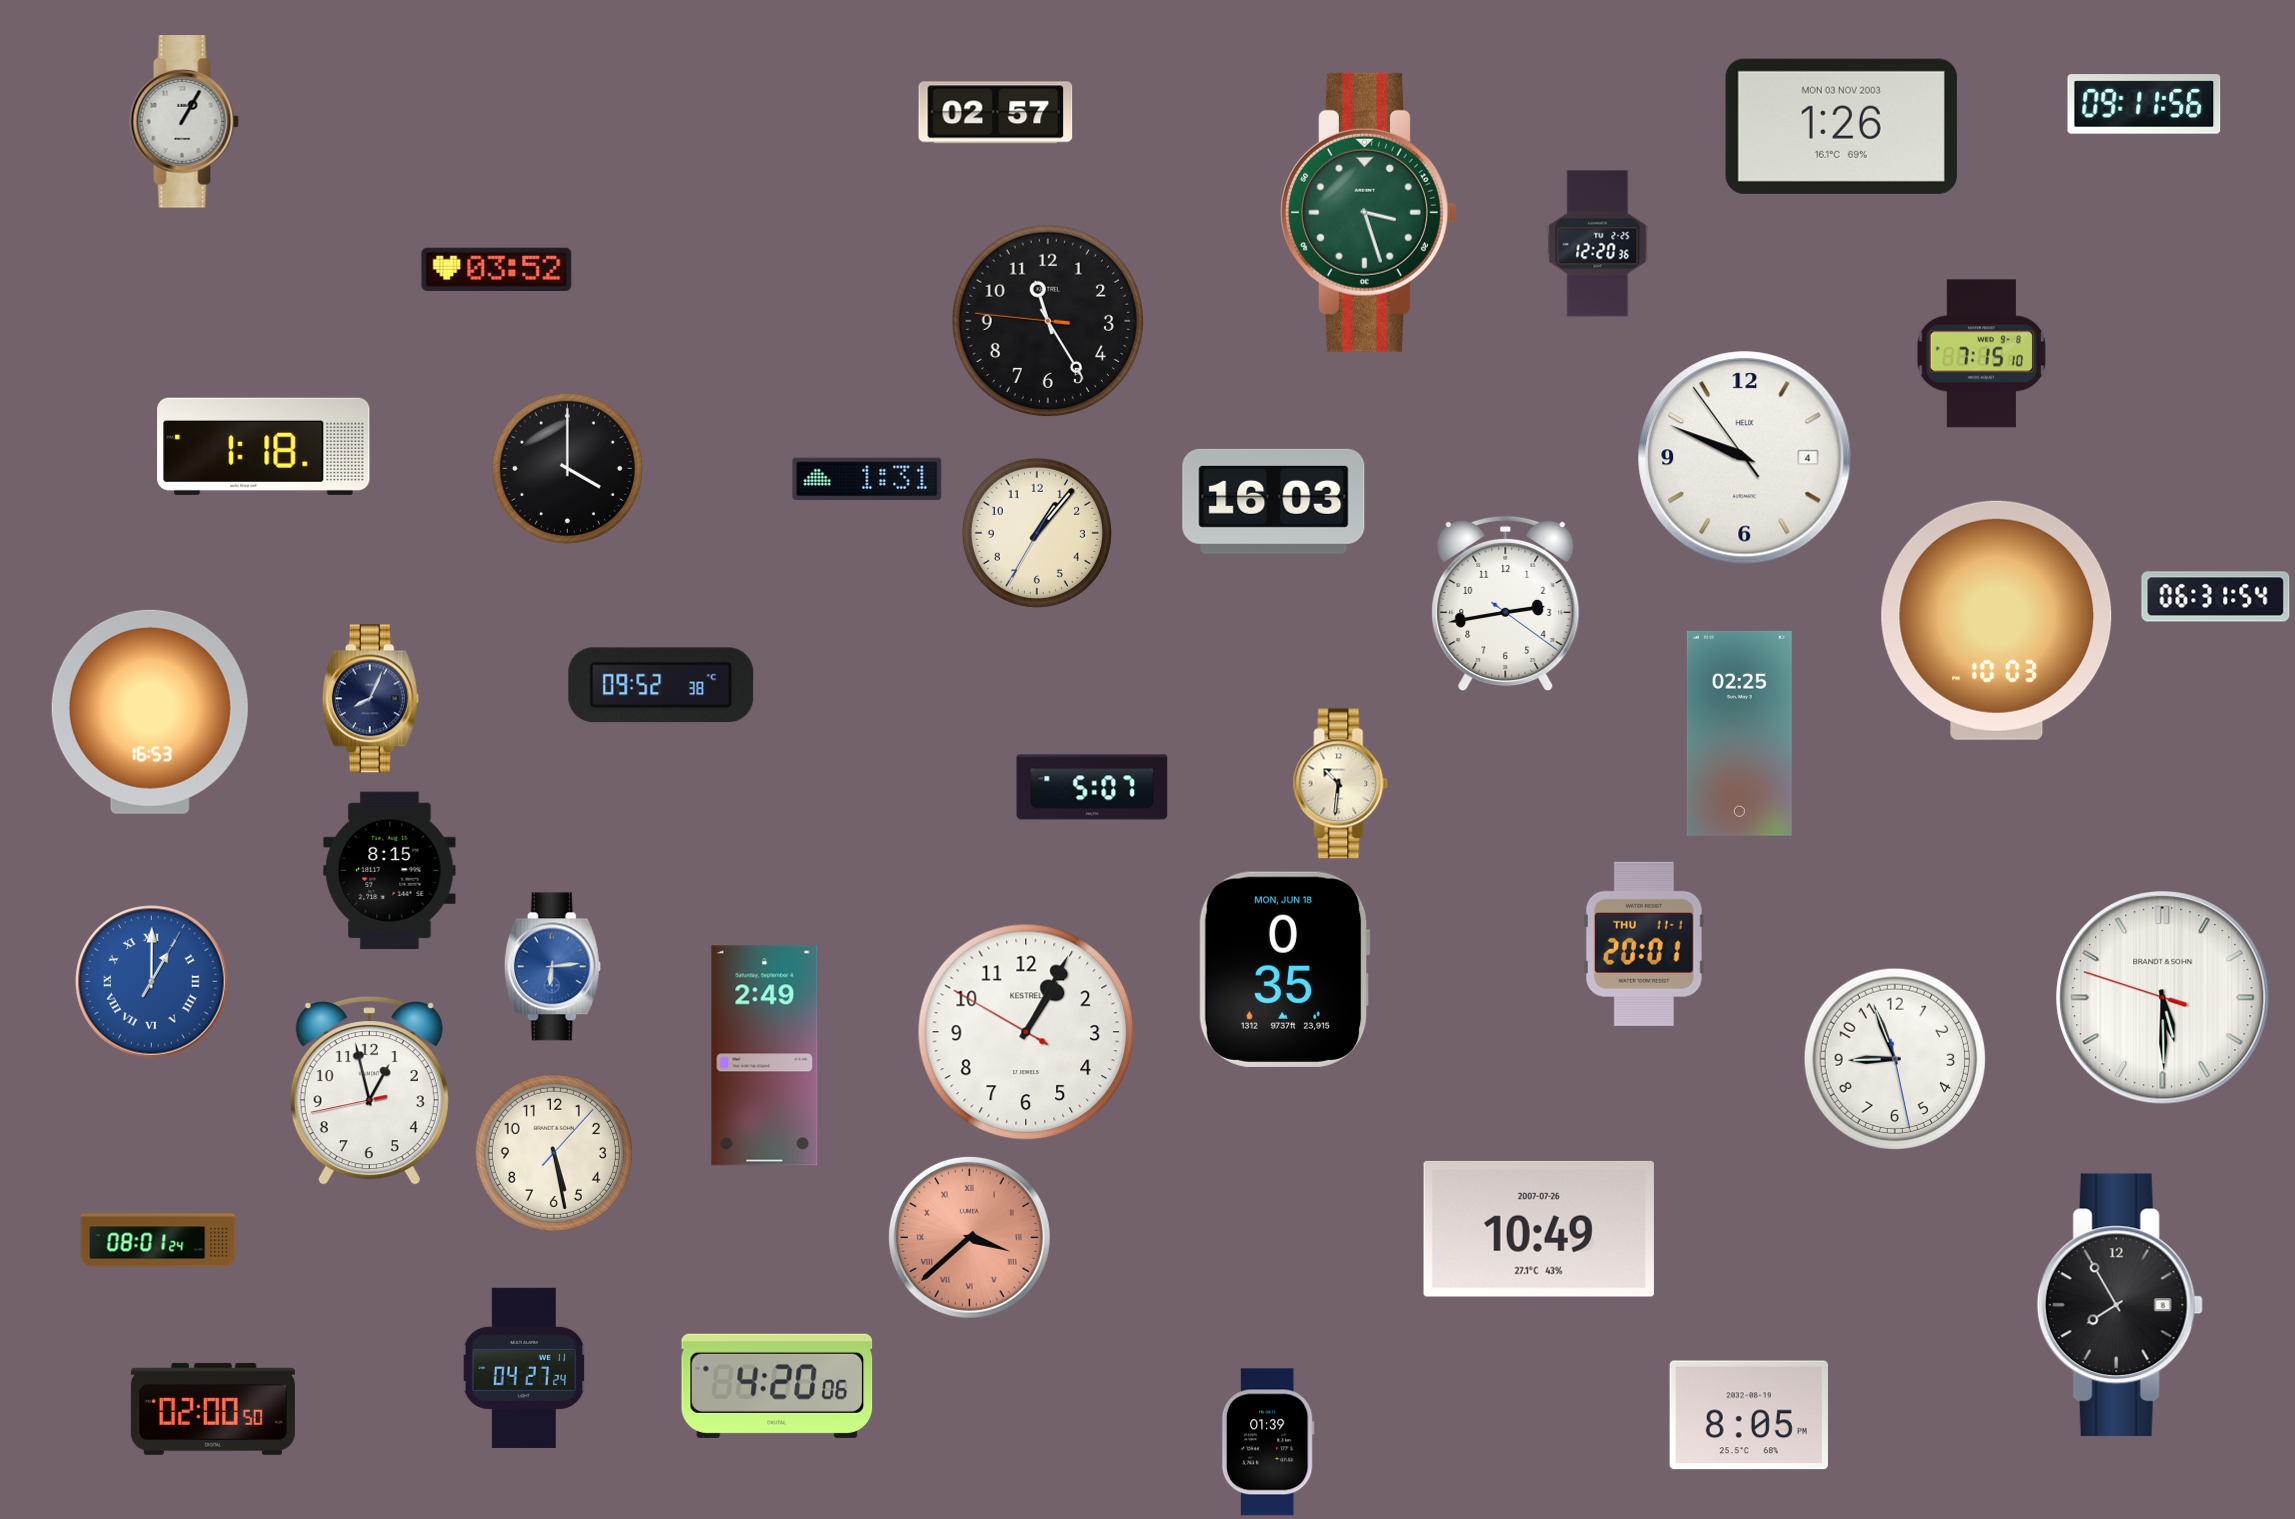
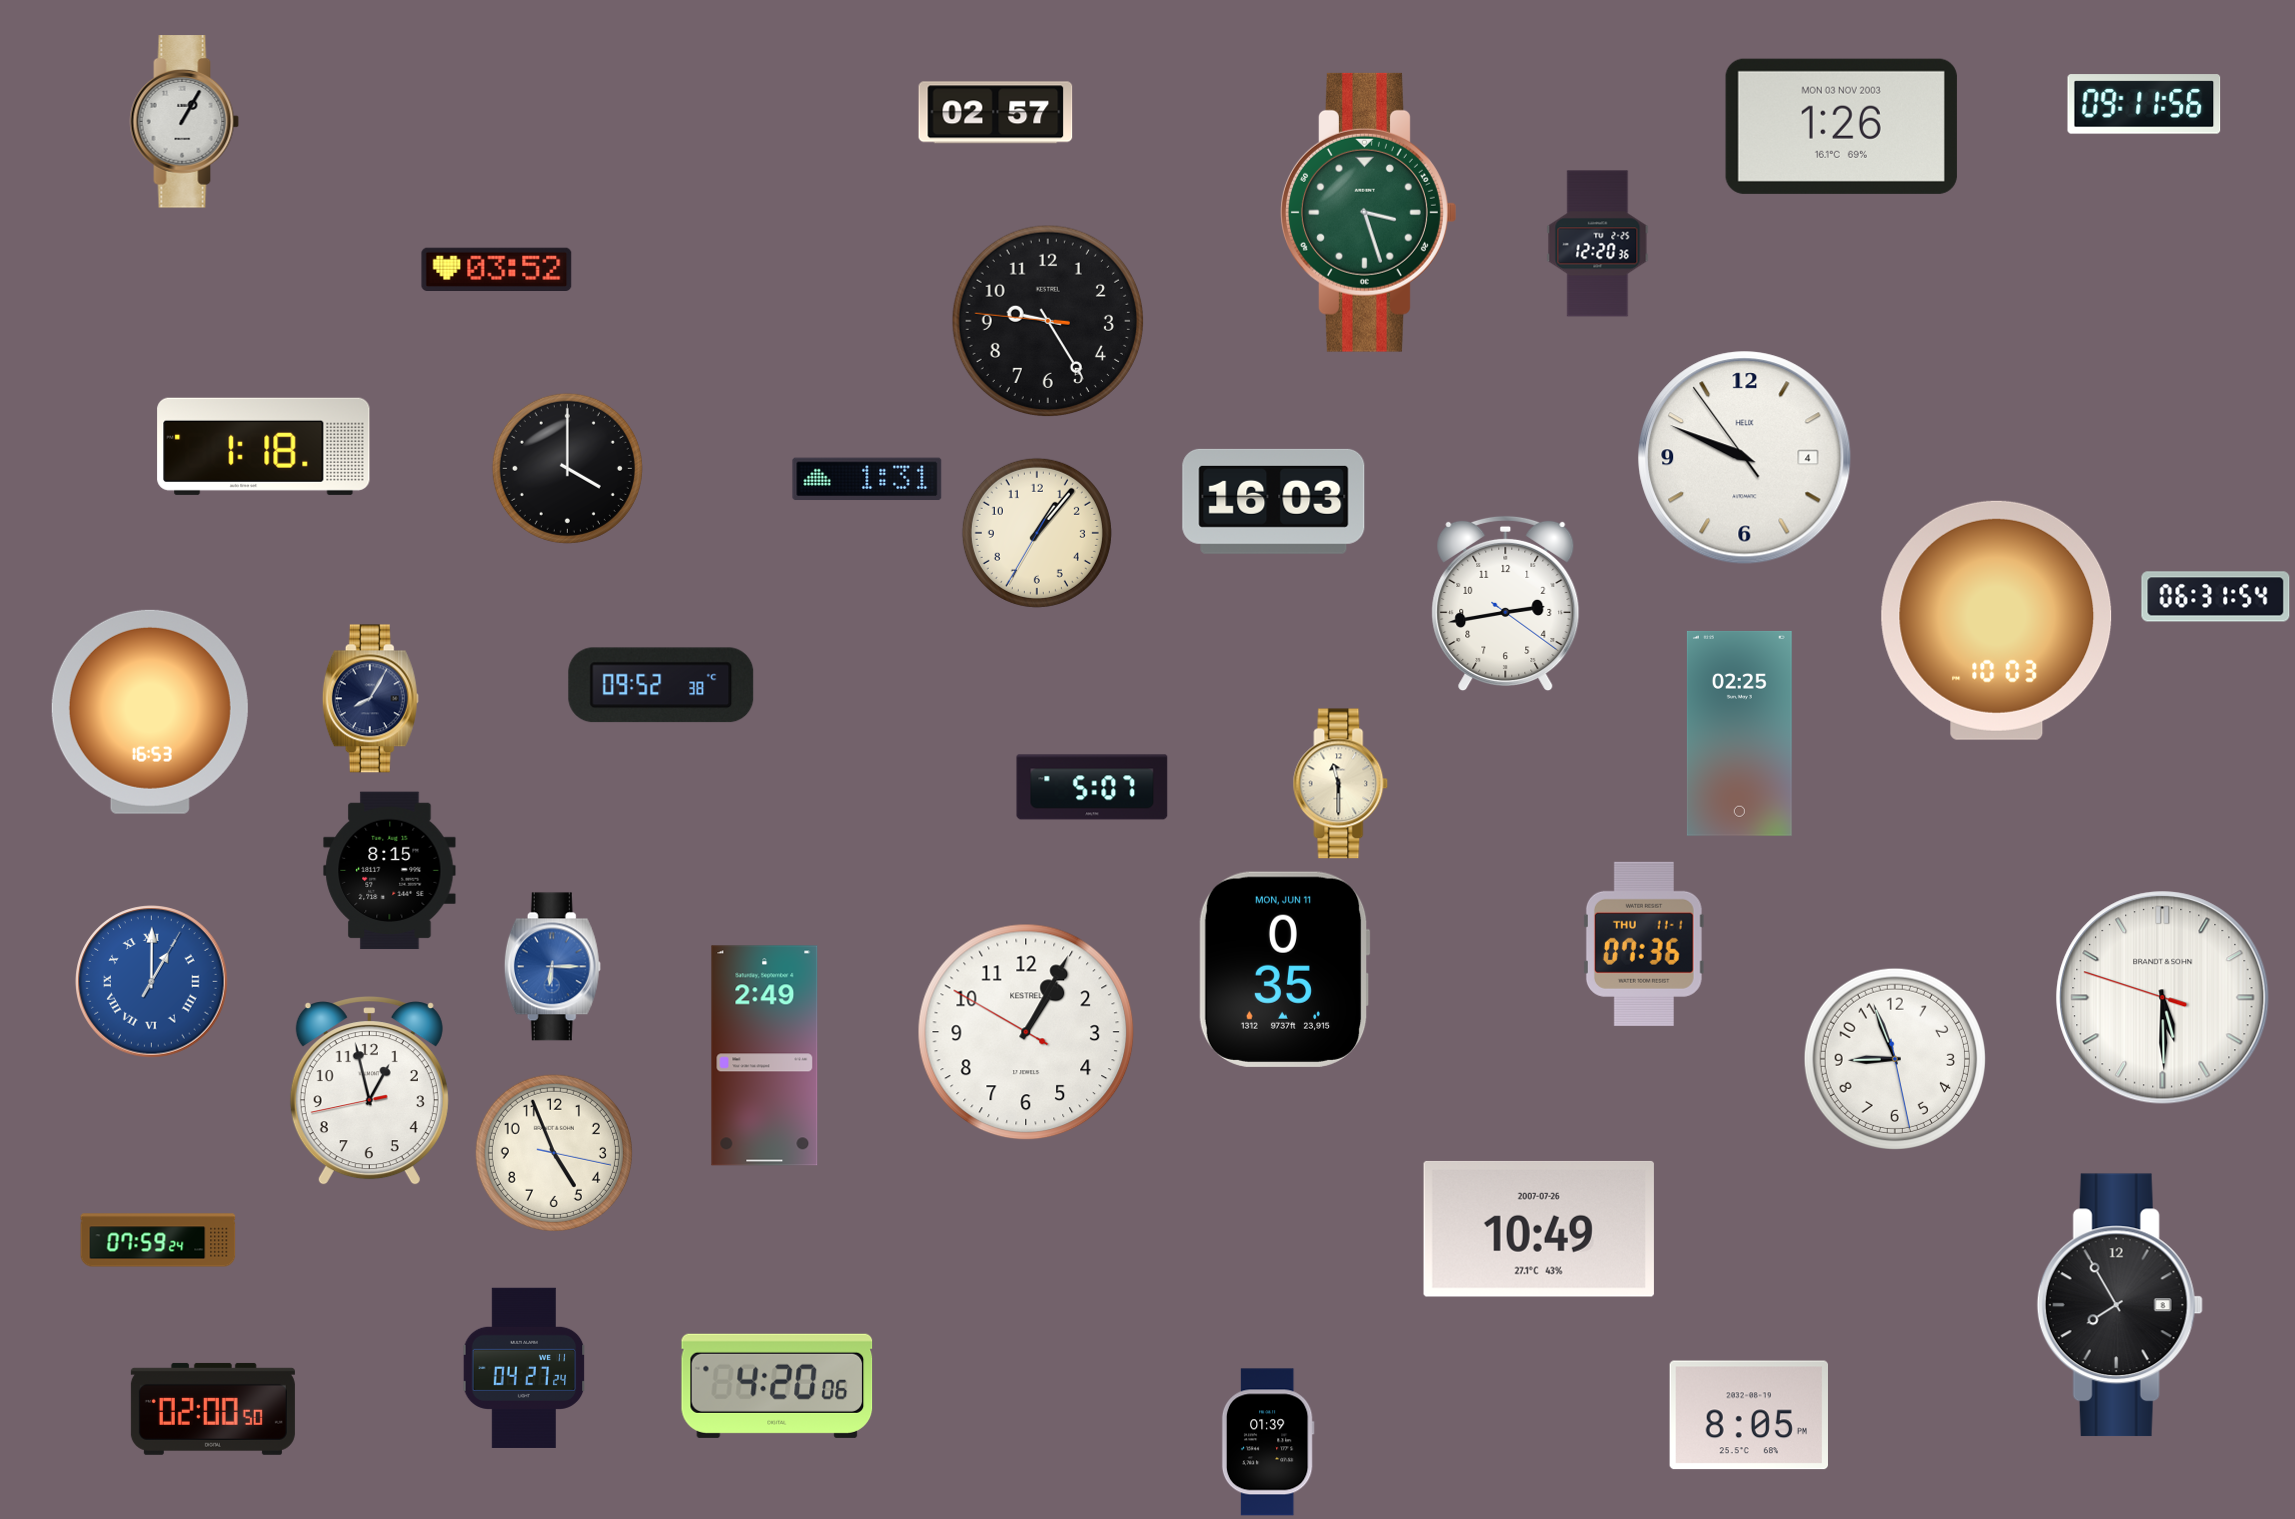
clock at (1047, 320): 11:24 -> 9:24
clock at (1981, 354): 7:15 -> none
clock at (370, 699): 8:04 -> 8:05
clock at (1341, 784): 10:31 -> 11:30
clock at (1644, 944): 20:01 -> 07:36
clock at (552, 967): 6:14 -> 6:15
clock at (1284, 969) date: MON, JUN 18 -> MON, JUN 11
clock at (554, 1153): 5:28 -> 4:56
clock at (969, 1237): 3:38 -> none
clock at (158, 1240): 08:01 -> 07:59
